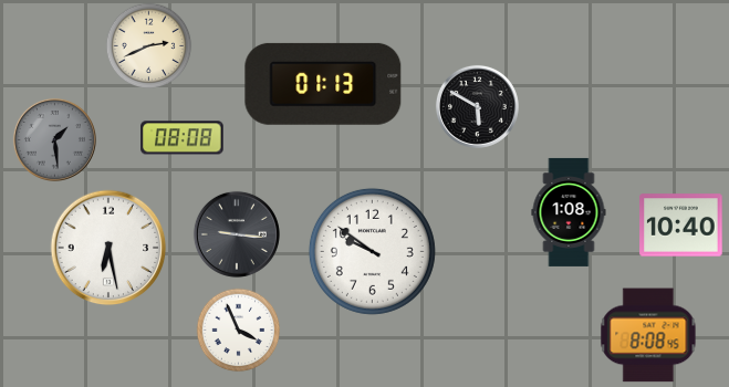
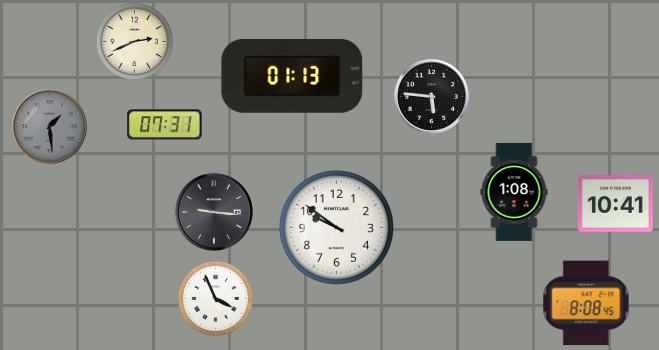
clock at (477, 106): 5:50 -> 5:46
clock at (183, 138): 08:08 -> 07:31
clock at (681, 226): 10:40 -> 10:41
clock at (108, 248): 6:28 -> none
